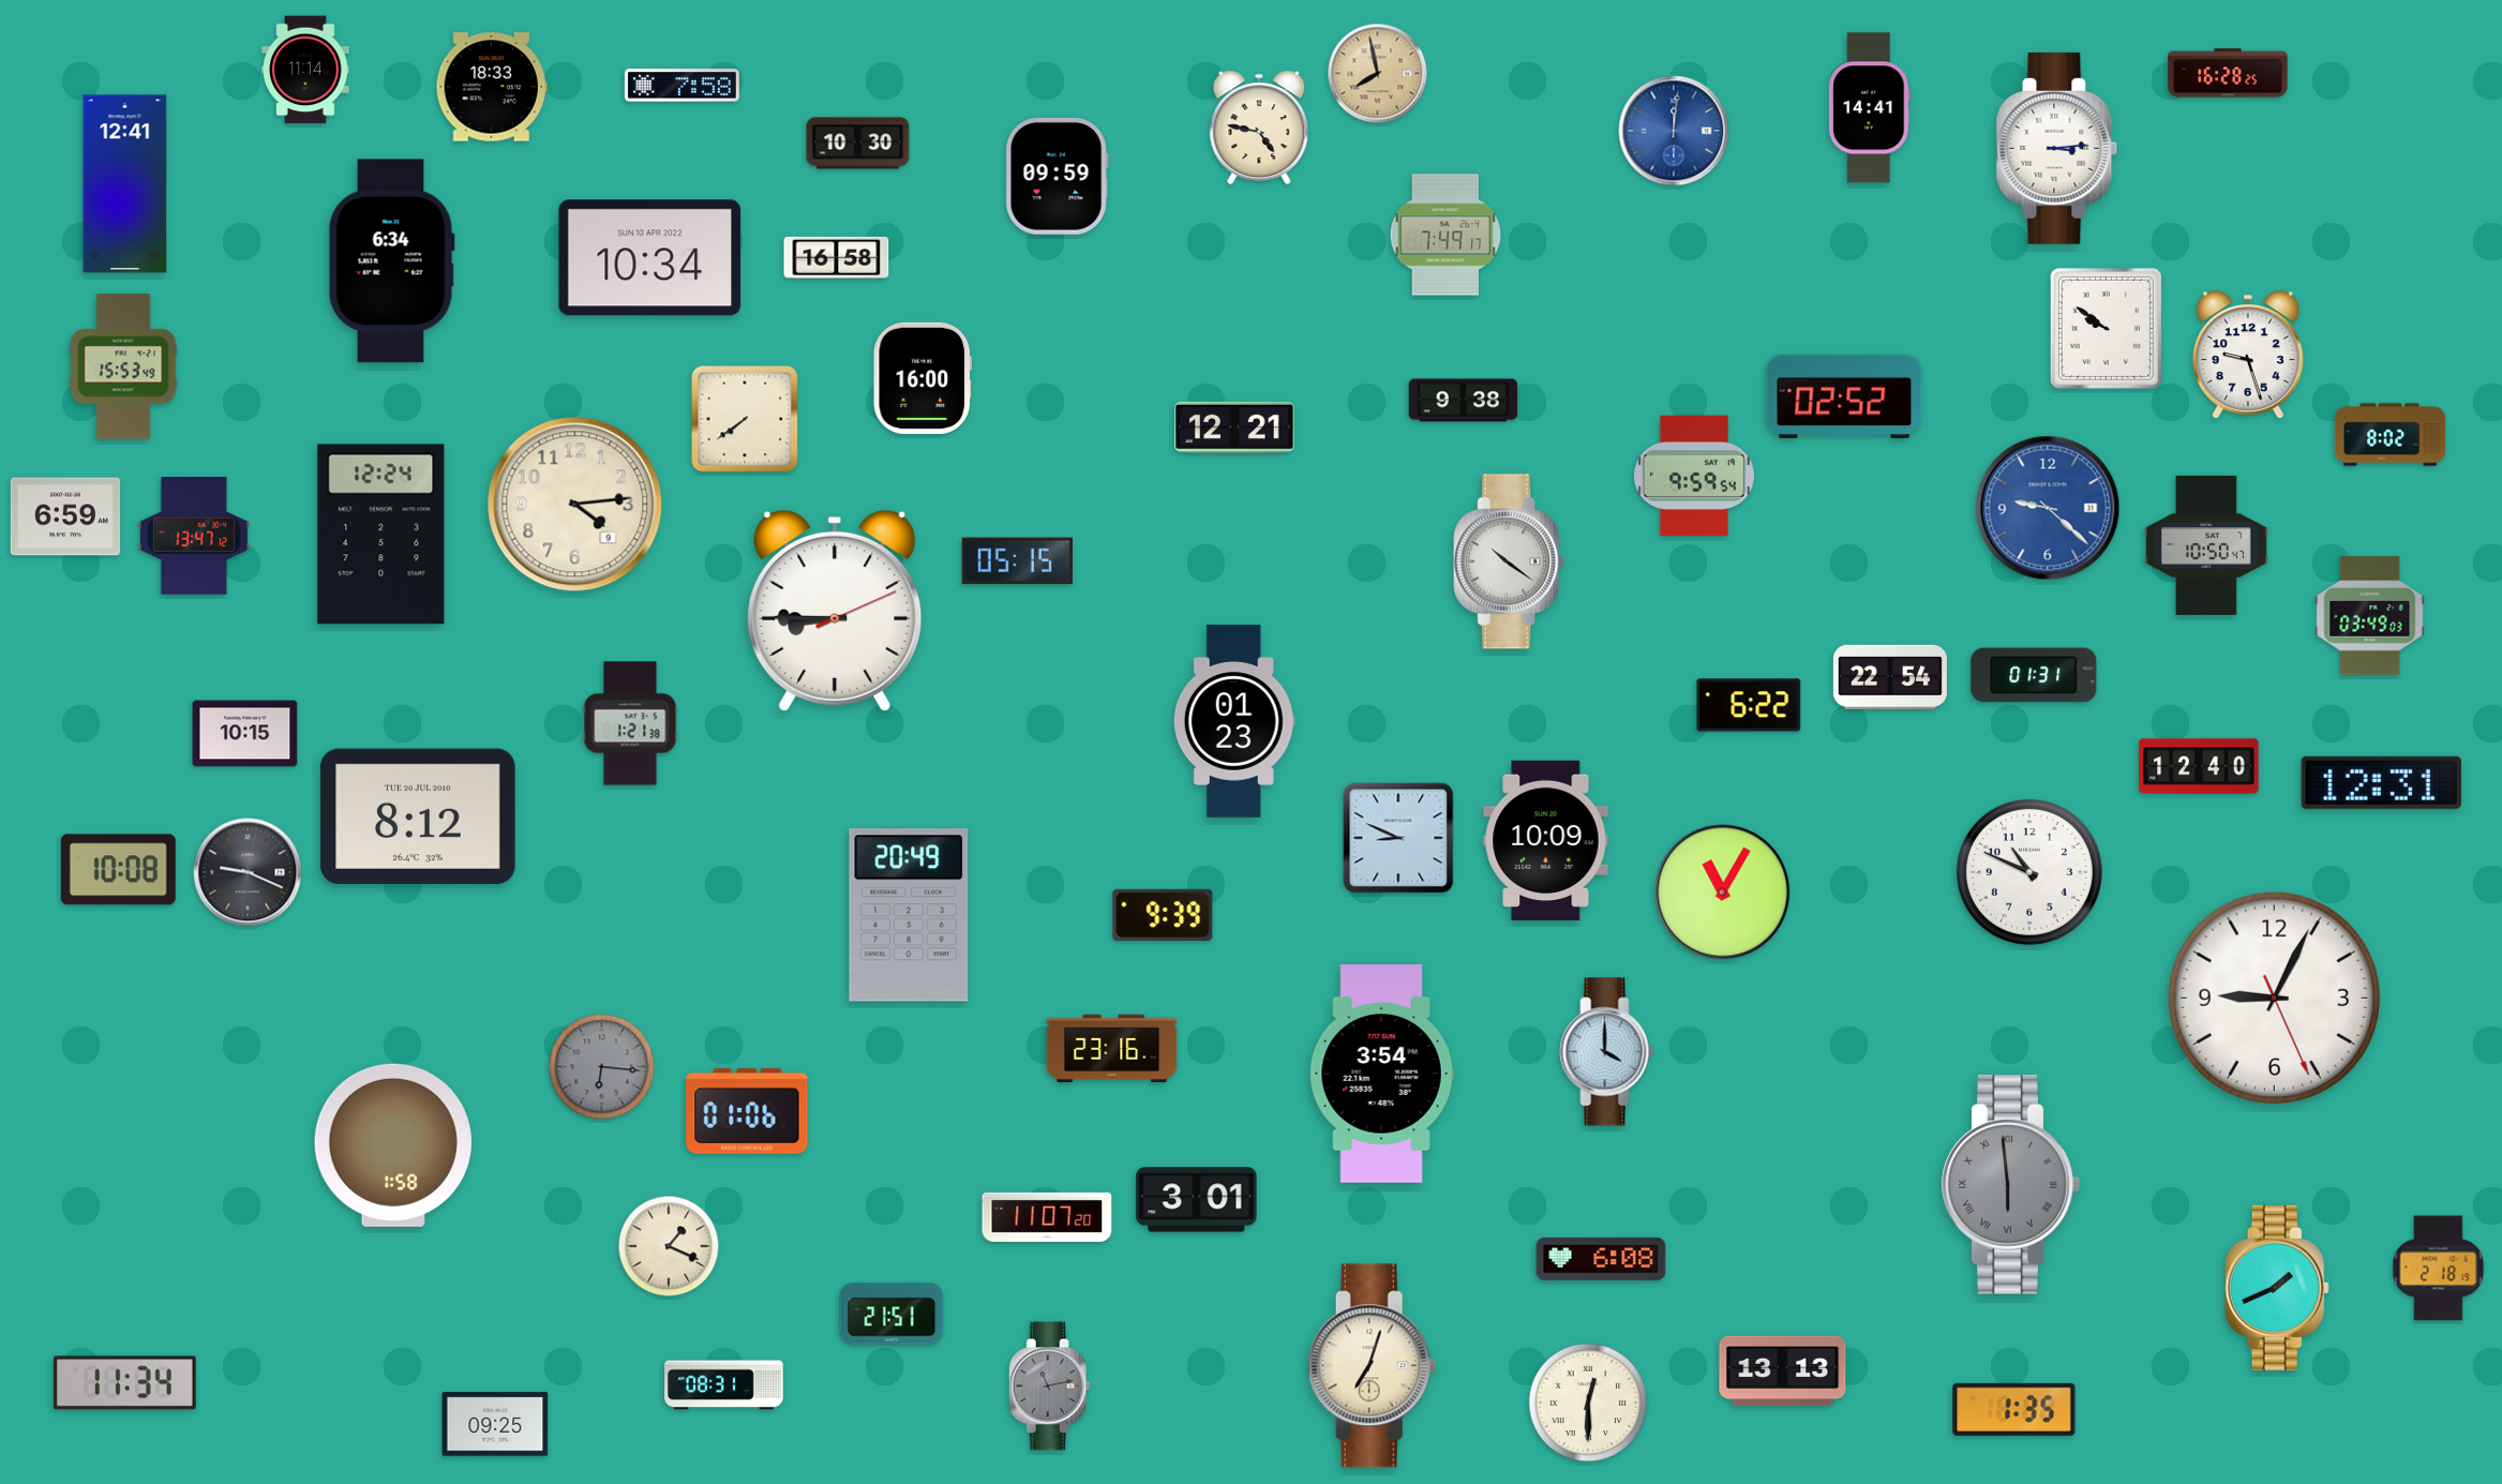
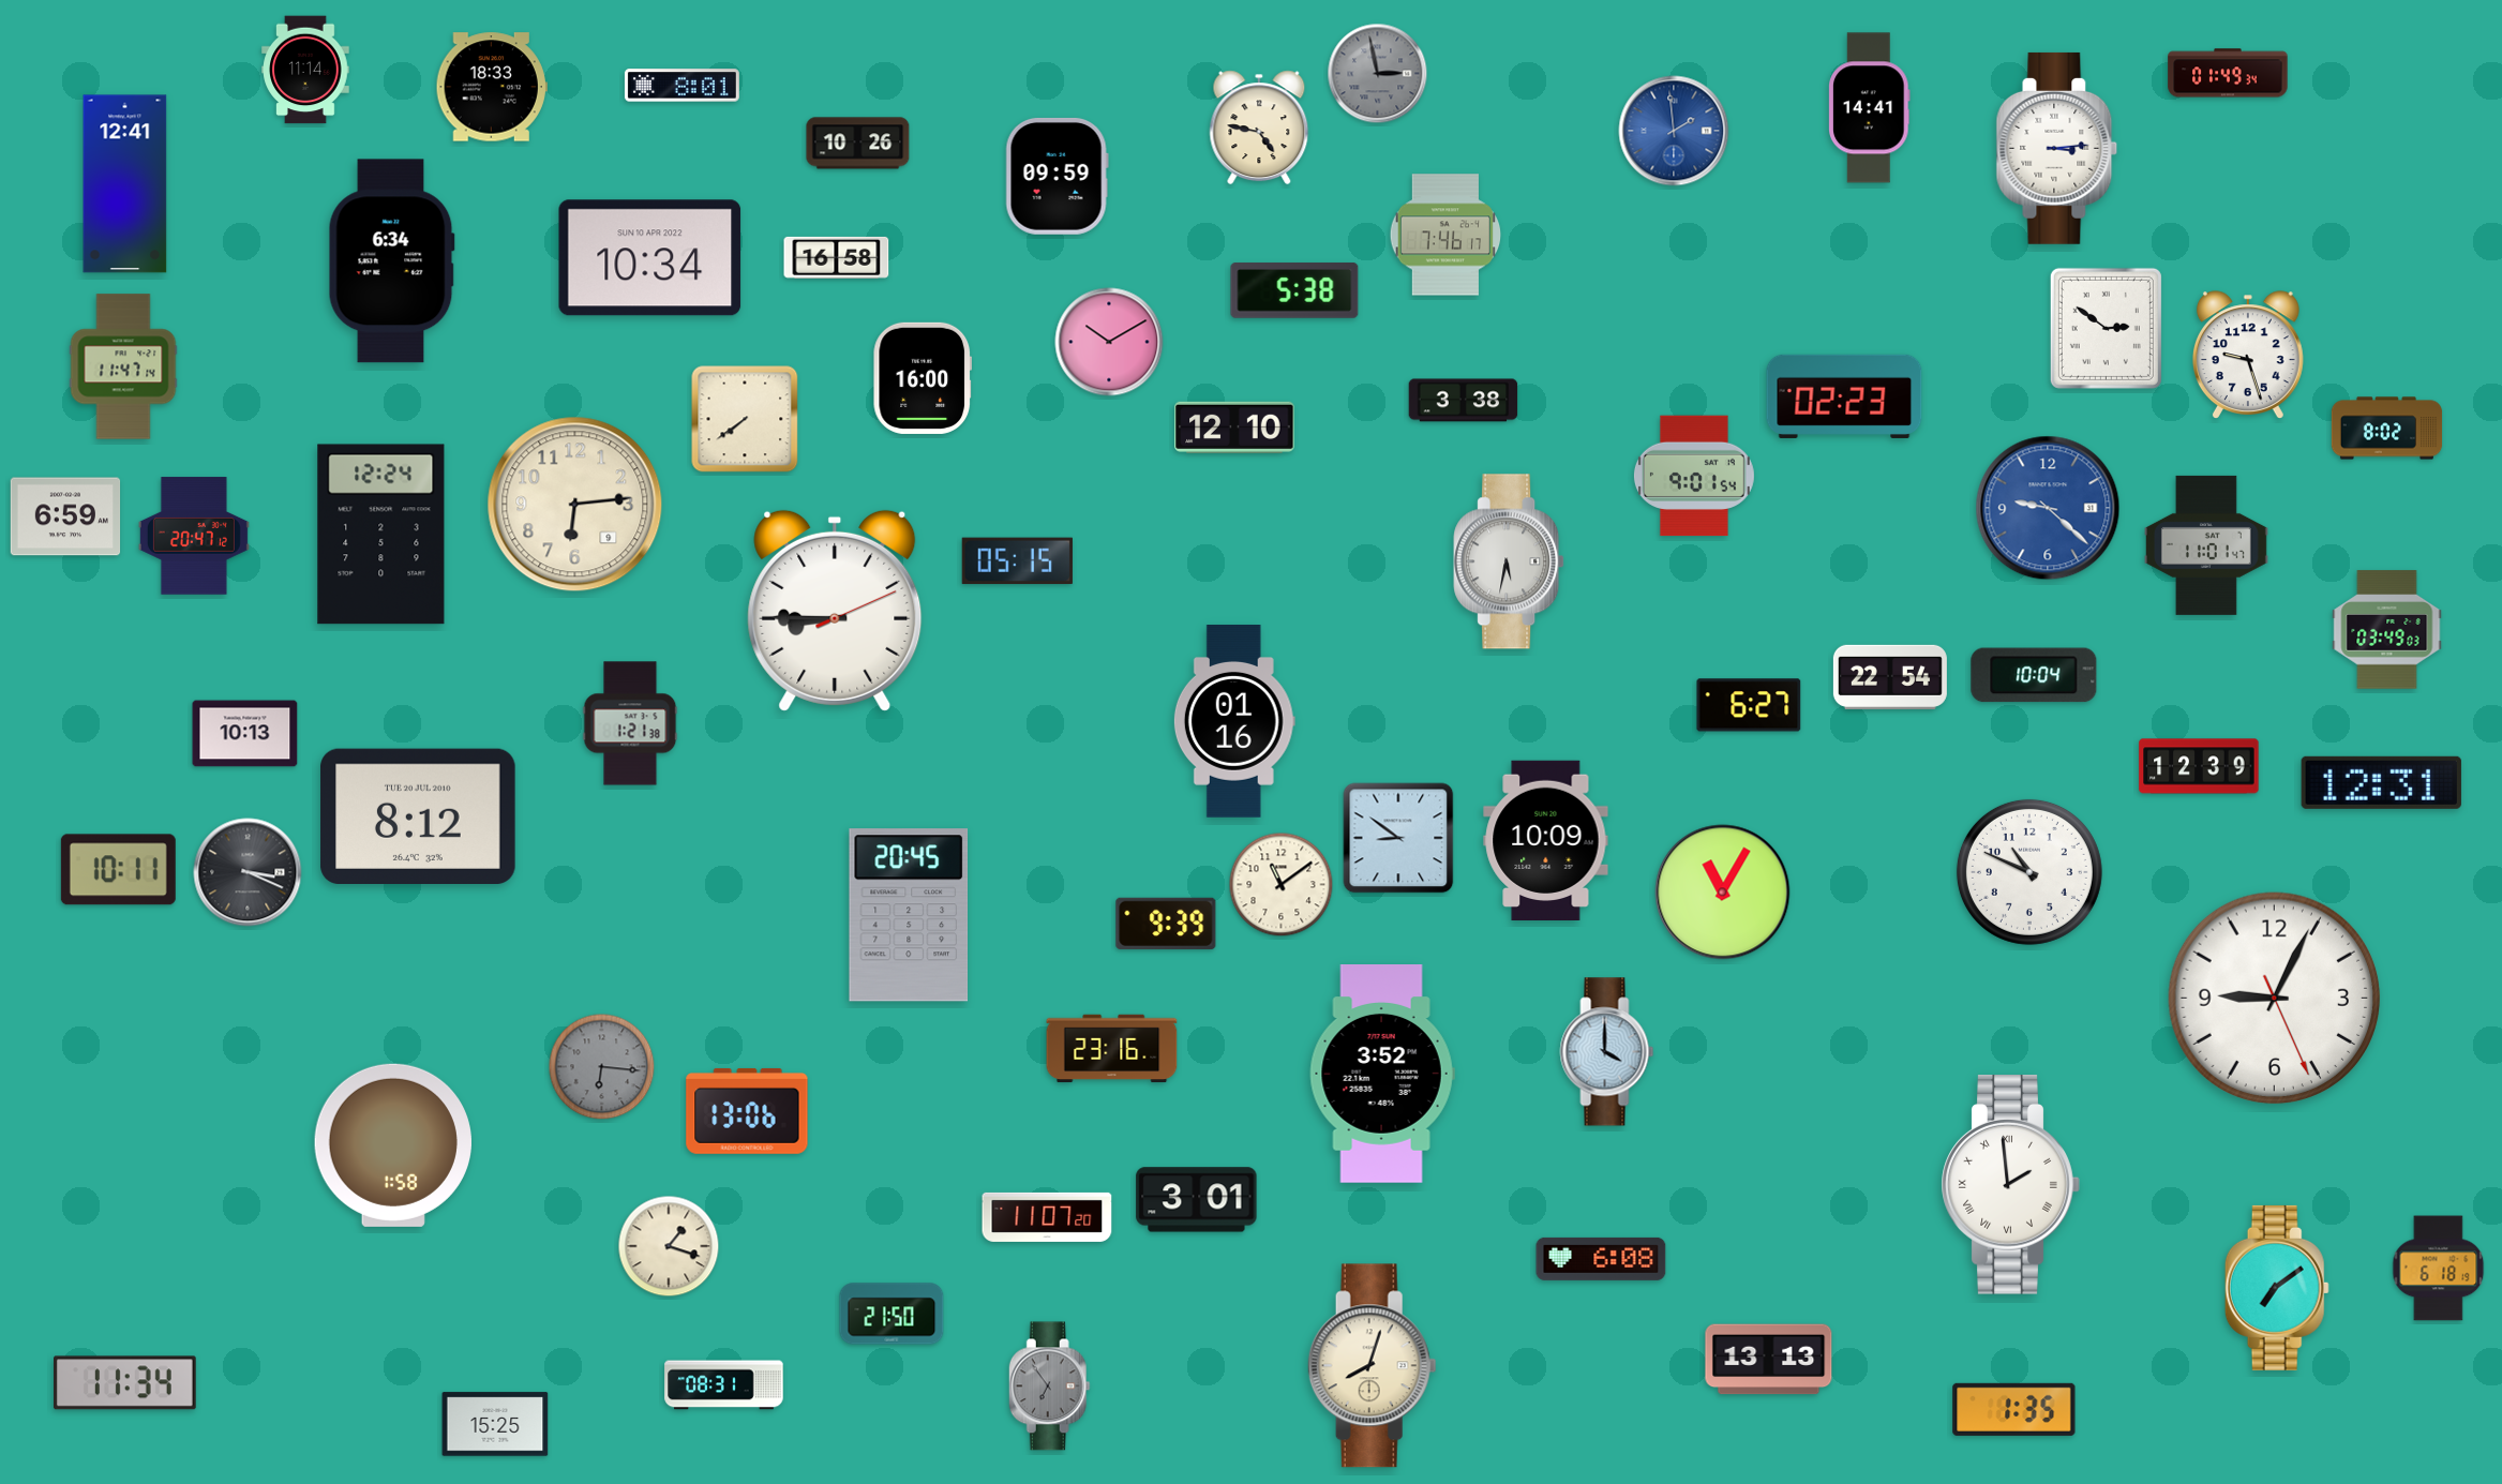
clock at (2228, 73): 16:28 -> 01:49
clock at (1378, 74): 7:58 -> 2:58
clock at (1378, 74) dial: champagne -> grey
clock at (681, 86): 7:58 -> 8:01
clock at (1674, 131): 12:01 -> 1:59
clock at (858, 144): 10:30 -> 10:26
clock at (1445, 235): 7:49 -> 7:46
clock at (1294, 290): none -> 5:38
clock at (2106, 328): 9:51 -> 2:51
clock at (1109, 342): none -> 10:10
clock at (123, 366): 15:53 -> 11:47
clock at (1844, 396): 02:52 -> 02:23
clock at (1464, 401): 9:38 -> 3:38
clock at (1234, 428): 12:21 -> 12:10
clock at (2391, 435) position: (2391, 435) -> (2387, 429)
clock at (1694, 476): 9:59 -> 9:01
clock at (575, 505): 4:14 -> 6:14
clock at (194, 536): 13:47 -> 20:47
clock at (2206, 545): 10:50 -> 11:01
clock at (1509, 561): 10:21 -> 5:32
clock at (2370, 616) position: (2370, 616) -> (2387, 630)
clock at (2034, 675): 01:31 -> 10:04
clock at (1749, 705): 6:22 -> 6:27
clock at (1234, 721): 01:23 -> 01:16
clock at (245, 734): 10:15 -> 10:13
clock at (2199, 766): 12:40 -> 12:39
clock at (1398, 838): 8:49 -> 8:51
clock at (118, 870): 10:08 -> 10:11
clock at (248, 872): 9:19 -> 3:19
clock at (1282, 885): none -> 11:09
clock at (909, 915): 20:49 -> 20:45
clock at (1163, 915) position: (1163, 915) -> (1166, 924)
clock at (1382, 1075): 3:54 -> 3:52
clock at (747, 1111): 01:06 -> 13:06
clock at (2010, 1185): 5:59 -> 1:59
clock at (2010, 1185) dial: grey -> white
clock at (669, 1246): 1:19 -> 1:18
clock at (2439, 1269): 2:18 -> 6:18
clock at (2277, 1288): 1:41 -> 7:09
clock at (892, 1314): 21:51 -> 21:50
clock at (1372, 1366): 7:03 -> 8:03
clock at (1783, 1371) position: (1783, 1371) -> (1769, 1360)
clock at (1049, 1386): 11:13 -> 6:54
clock at (1588, 1403): 12:30 -> none
clock at (495, 1424): 09:25 -> 15:25
